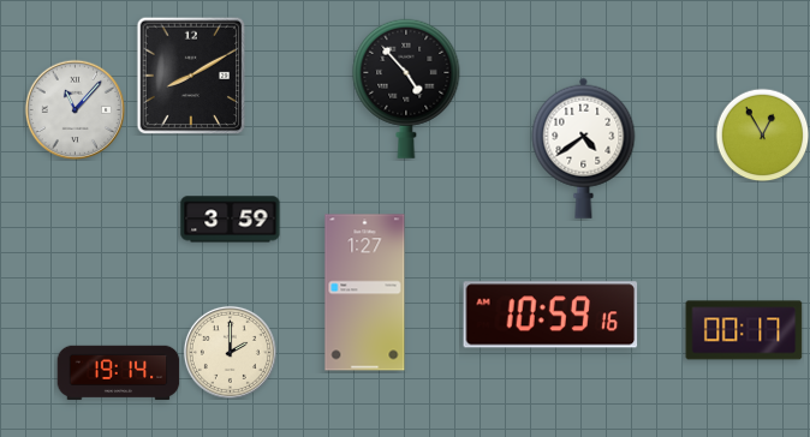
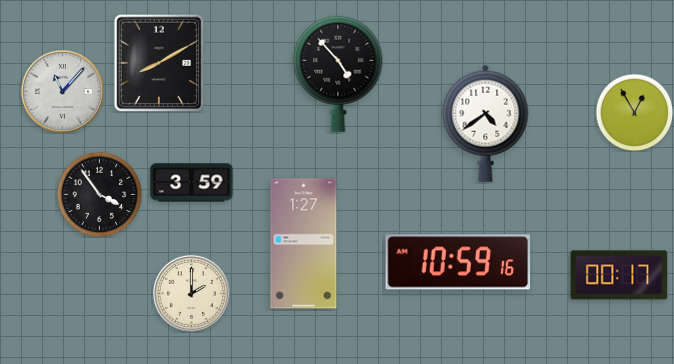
clock at (99, 194): none -> 3:54
clock at (119, 373): 19:14 -> none
